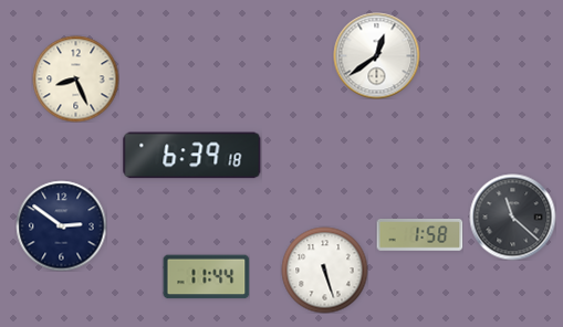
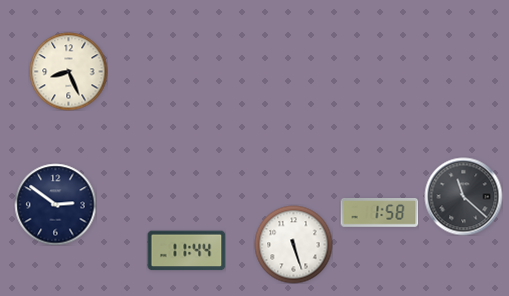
clock at (376, 55): 12:39 -> none
clock at (192, 156): 6:39 -> none
